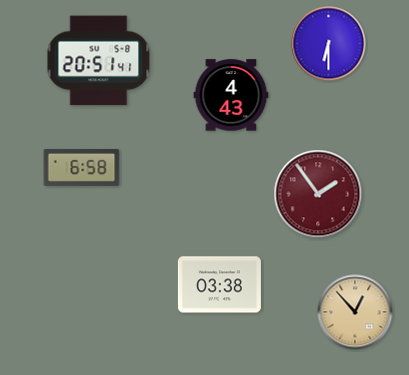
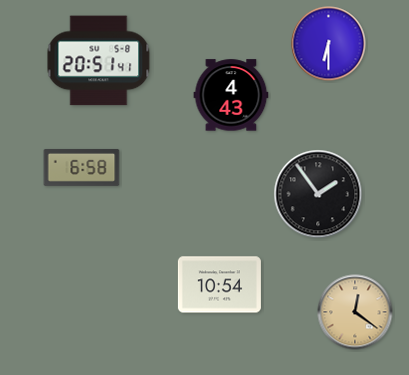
clock at (318, 194) dial: burgundy -> black
clock at (219, 285): 03:38 -> 10:54
clock at (355, 312): 12:53 -> 12:21
